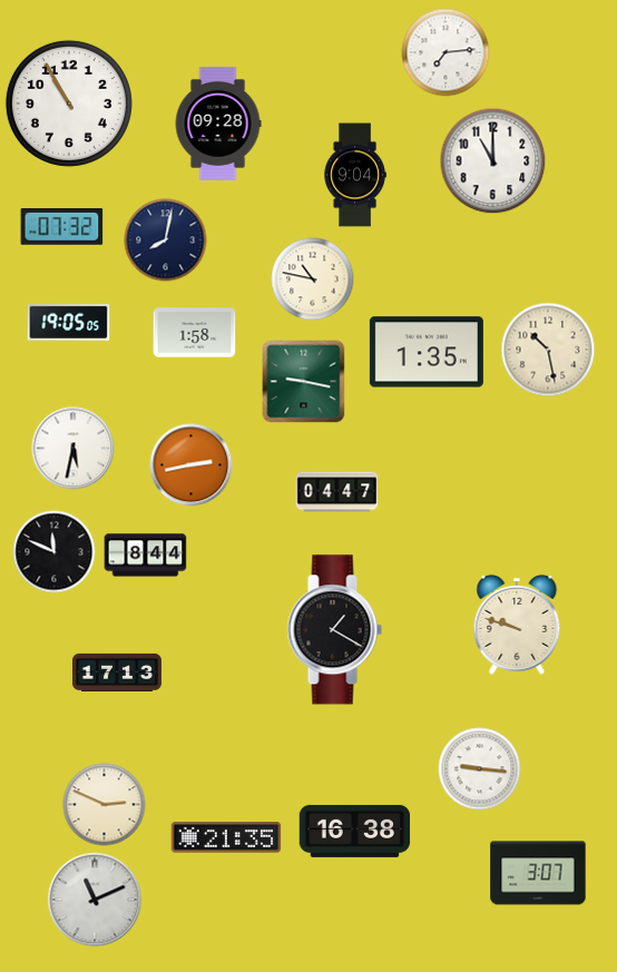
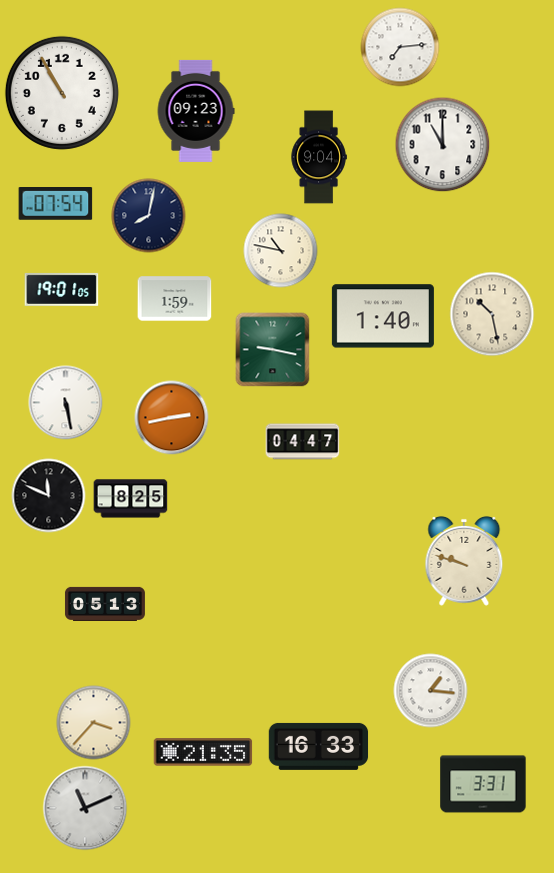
clock at (218, 124): 09:28 -> 09:23
clock at (62, 227): 07:32 -> 07:54
clock at (69, 322): 19:05 -> 19:01
clock at (195, 333): 1:58 -> 1:59
clock at (427, 352): 1:35 -> 1:40
clock at (304, 382) position: (304, 382) -> (273, 350)
clock at (74, 449): 5:32 -> 5:28
clock at (146, 556): 8:44 -> 8:25
clock at (334, 630): 1:20 -> none
clock at (117, 672): 17:13 -> 05:13
clock at (480, 769): 9:16 -> 1:16
clock at (105, 805): 2:49 -> 3:37
clock at (355, 831): 16:38 -> 16:33
clock at (538, 873): 3:07 -> 3:31
